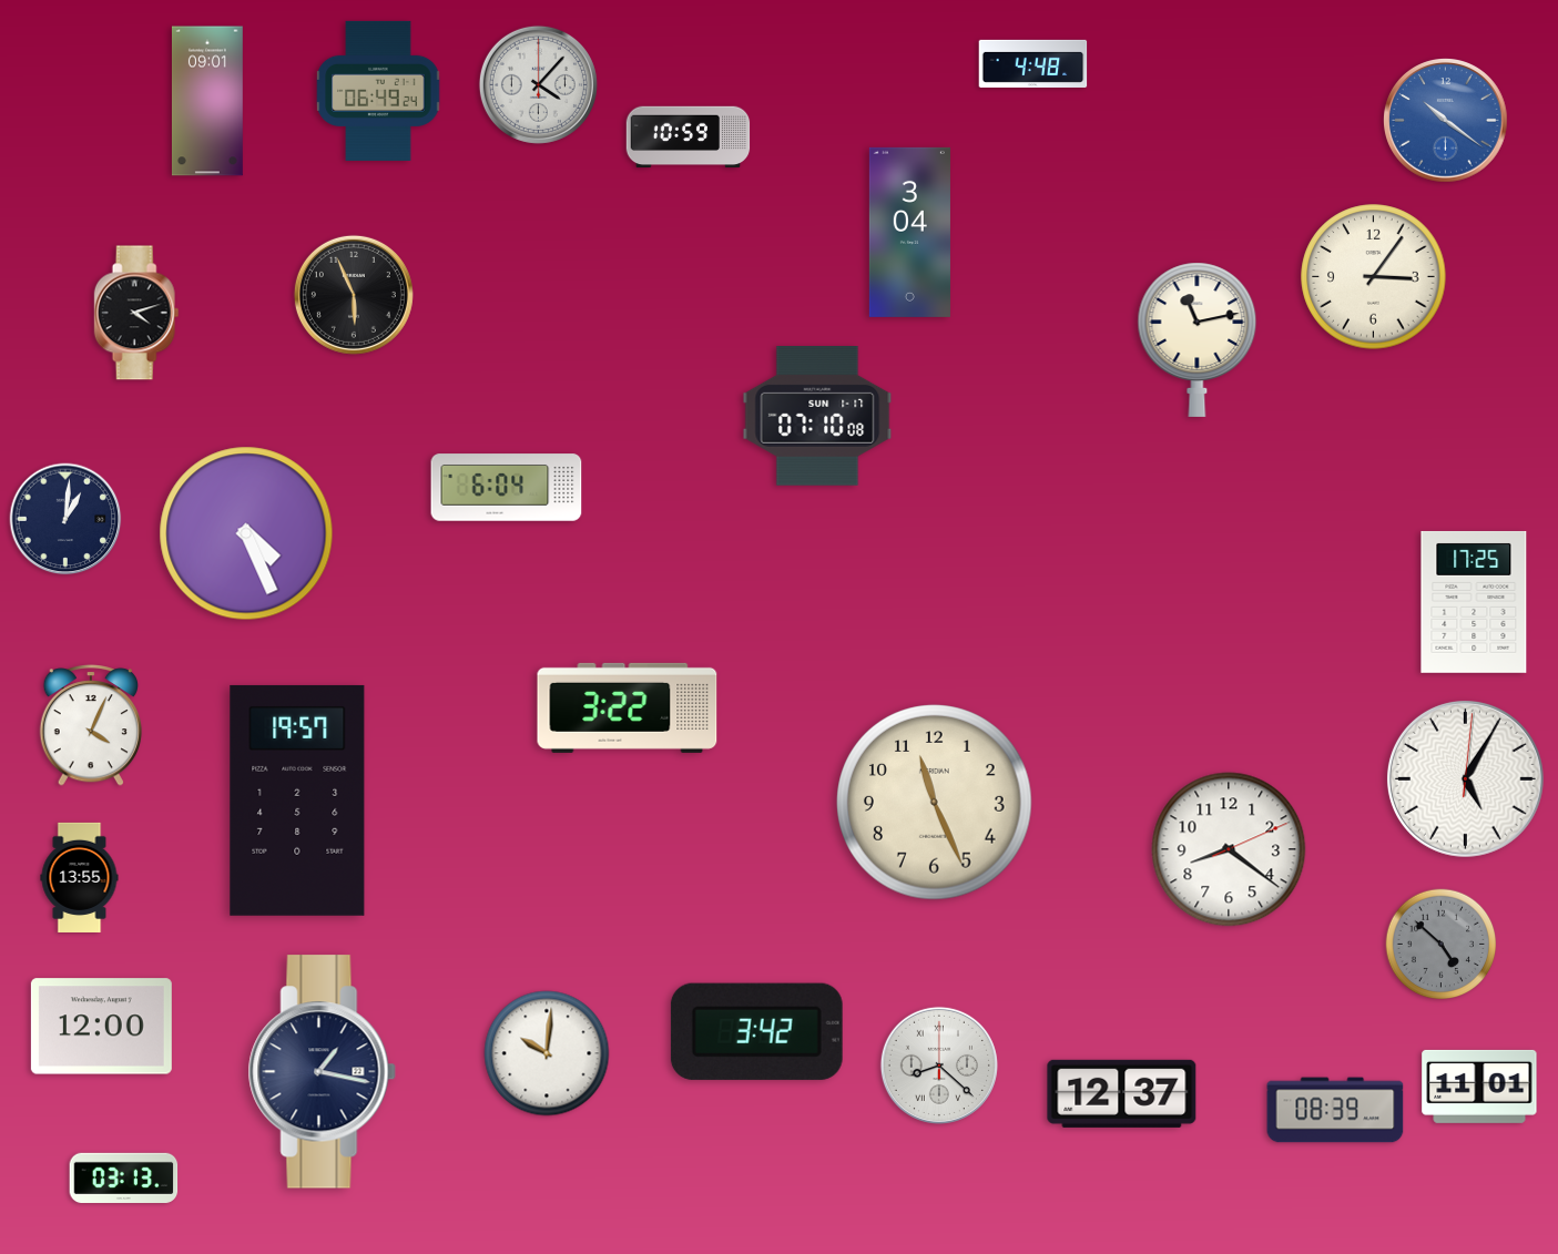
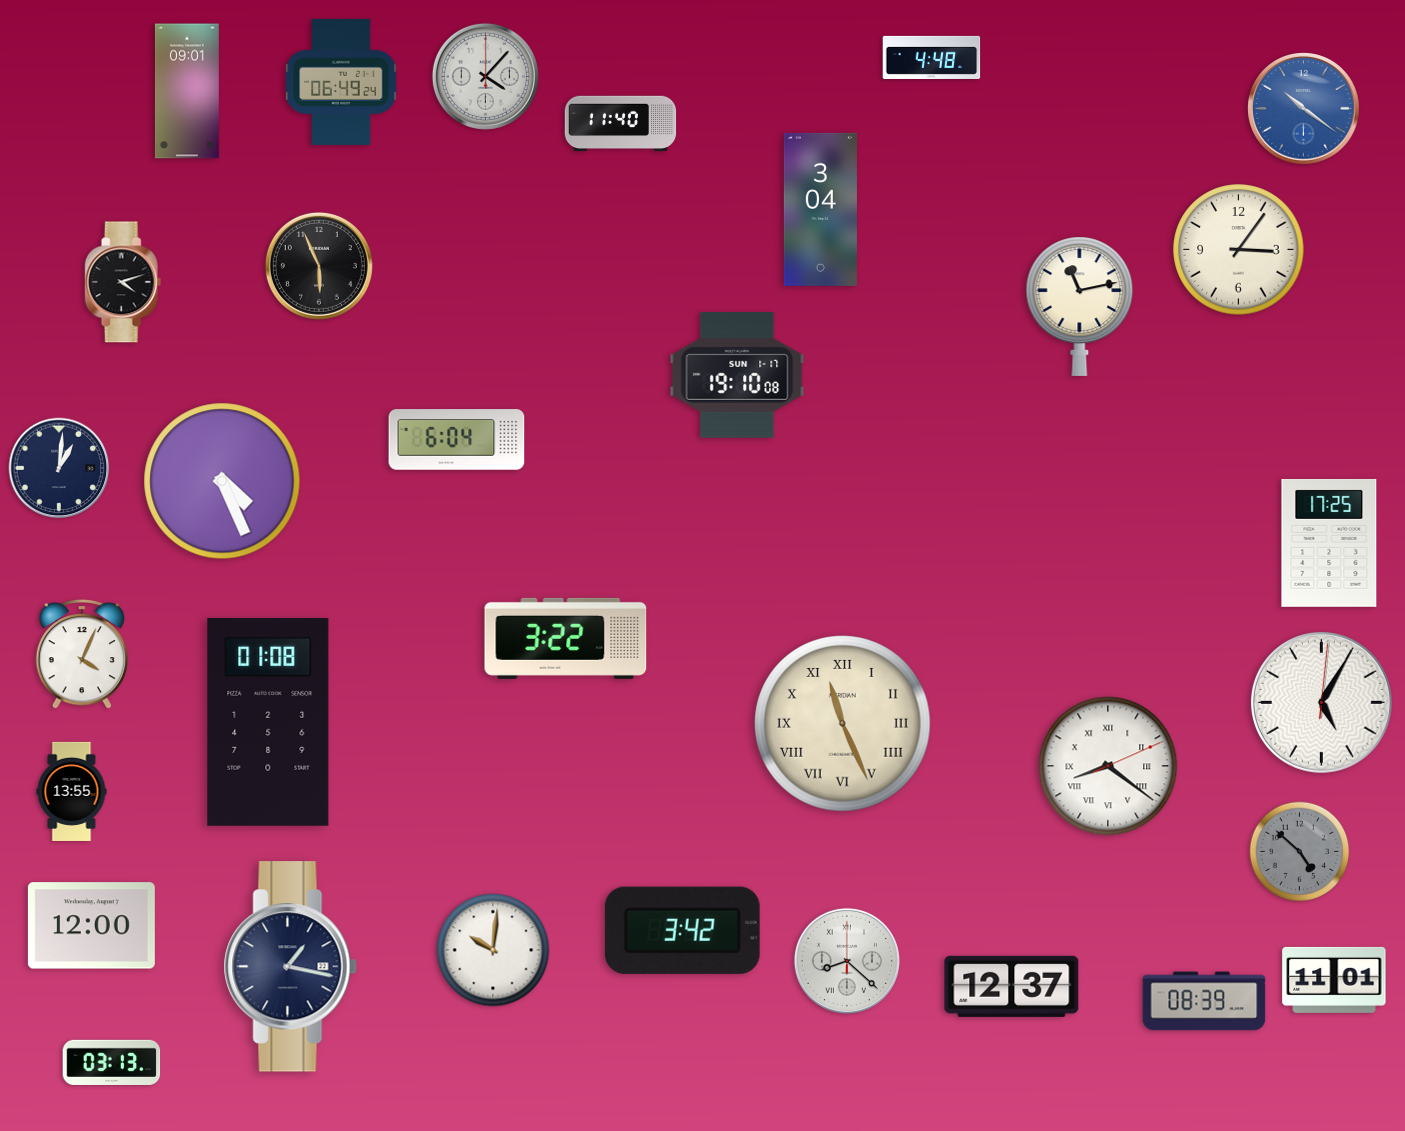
clock at (689, 137): 10:59 -> 11:40
clock at (817, 417): 07:10 -> 19:10
clock at (297, 801): 19:57 -> 01:08
clock at (935, 803) numerals: Arabic -> Roman
clock at (1229, 849) numerals: Arabic -> Roman
